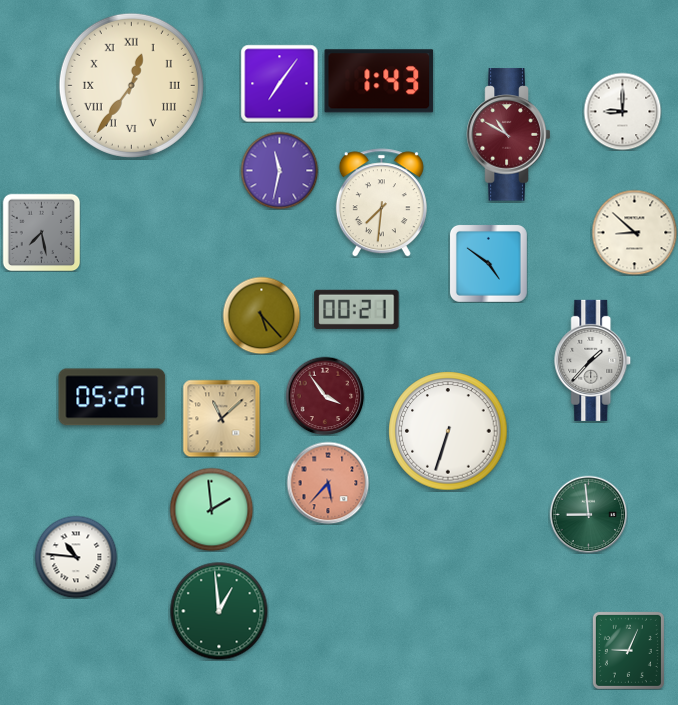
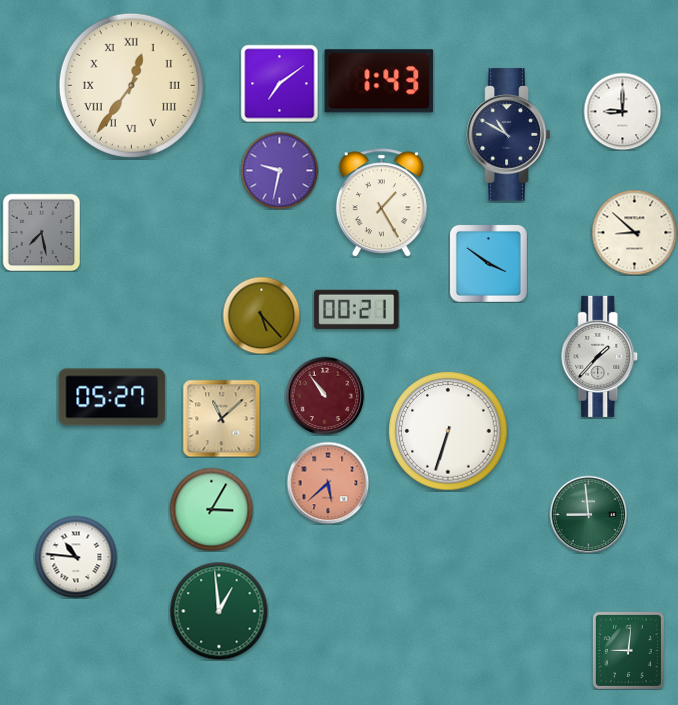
clock at (279, 83): 7:06 -> 7:09
clock at (509, 135) dial: burgundy -> navy
clock at (279, 170): 11:32 -> 9:32
clock at (381, 203): 7:31 -> 1:25
clock at (488, 263): 4:51 -> 3:51
clock at (593, 360) position: (593, 360) -> (600, 356)
clock at (325, 396): 3:54 -> 10:54
clock at (328, 483): 5:37 -> 5:38
clock at (211, 509): 1:59 -> 3:05
clock at (628, 650): 9:04 -> 9:01
